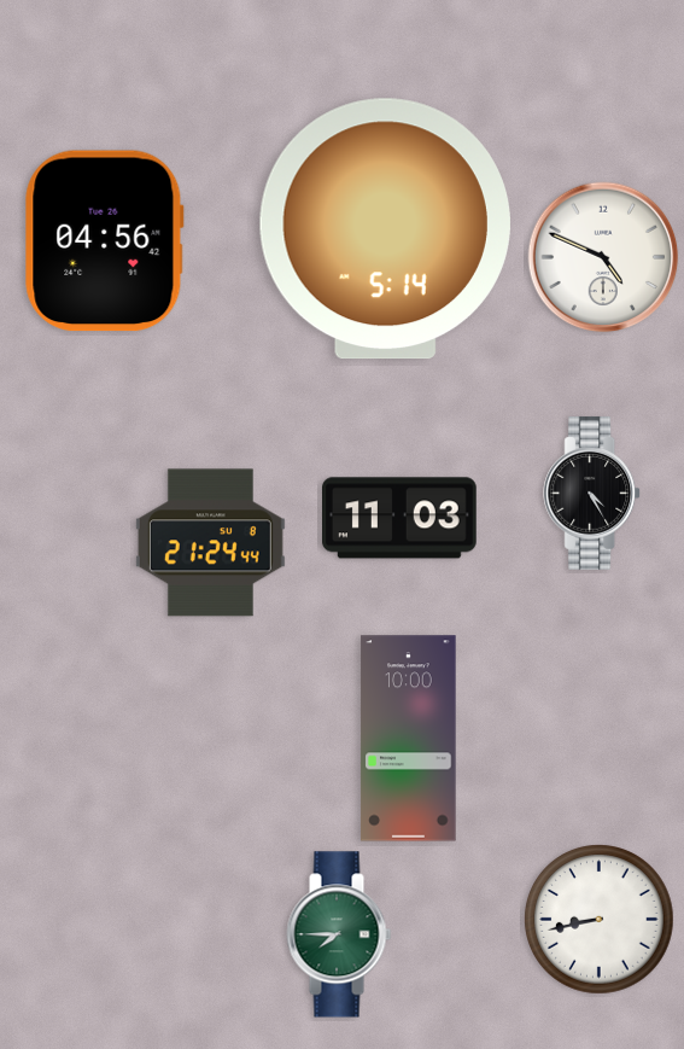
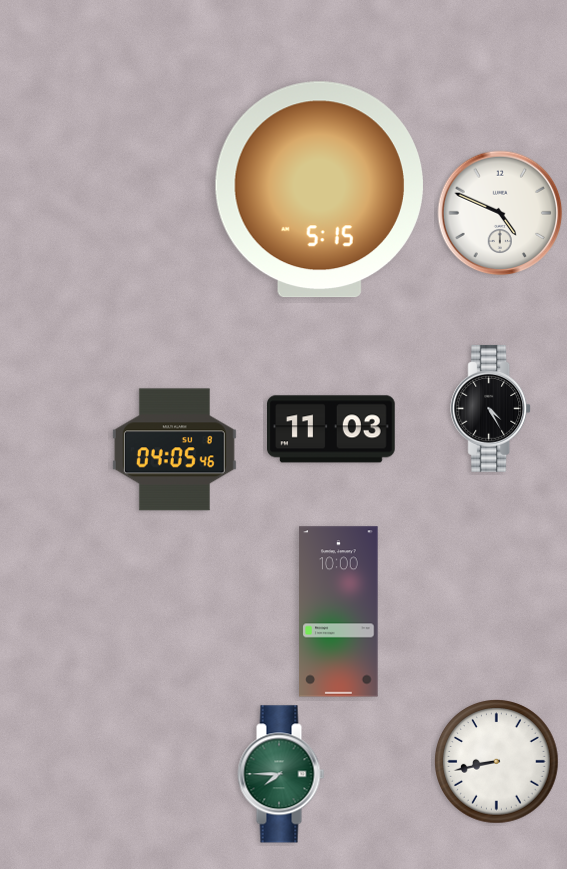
clock at (385, 229): 5:14 -> 5:15
clock at (104, 241): 04:56 -> none
clock at (210, 543): 21:24 -> 04:05
